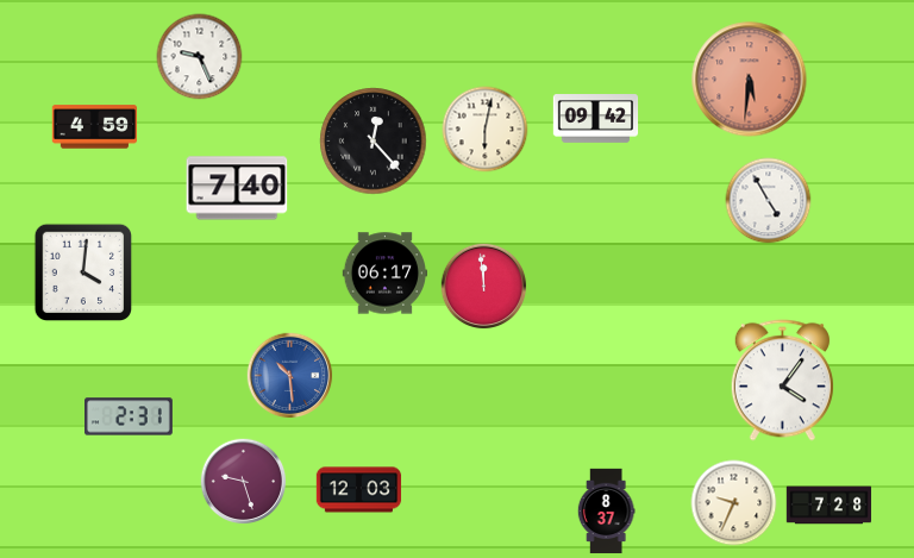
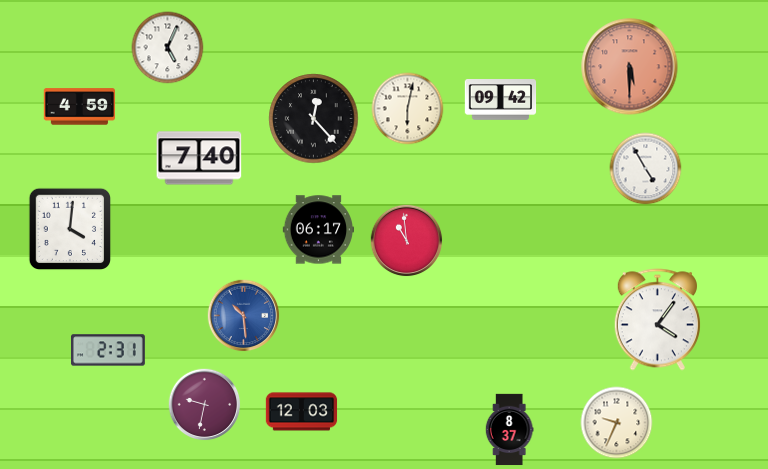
clock at (200, 57): 9:26 -> 5:04
clock at (750, 80): 5:31 -> 5:30
clock at (384, 274) position: (384, 274) -> (318, 230)
clock at (484, 287): 11:59 -> 10:59
clock at (244, 482): 9:27 -> 9:32
clock at (830, 506): 7:28 -> none
